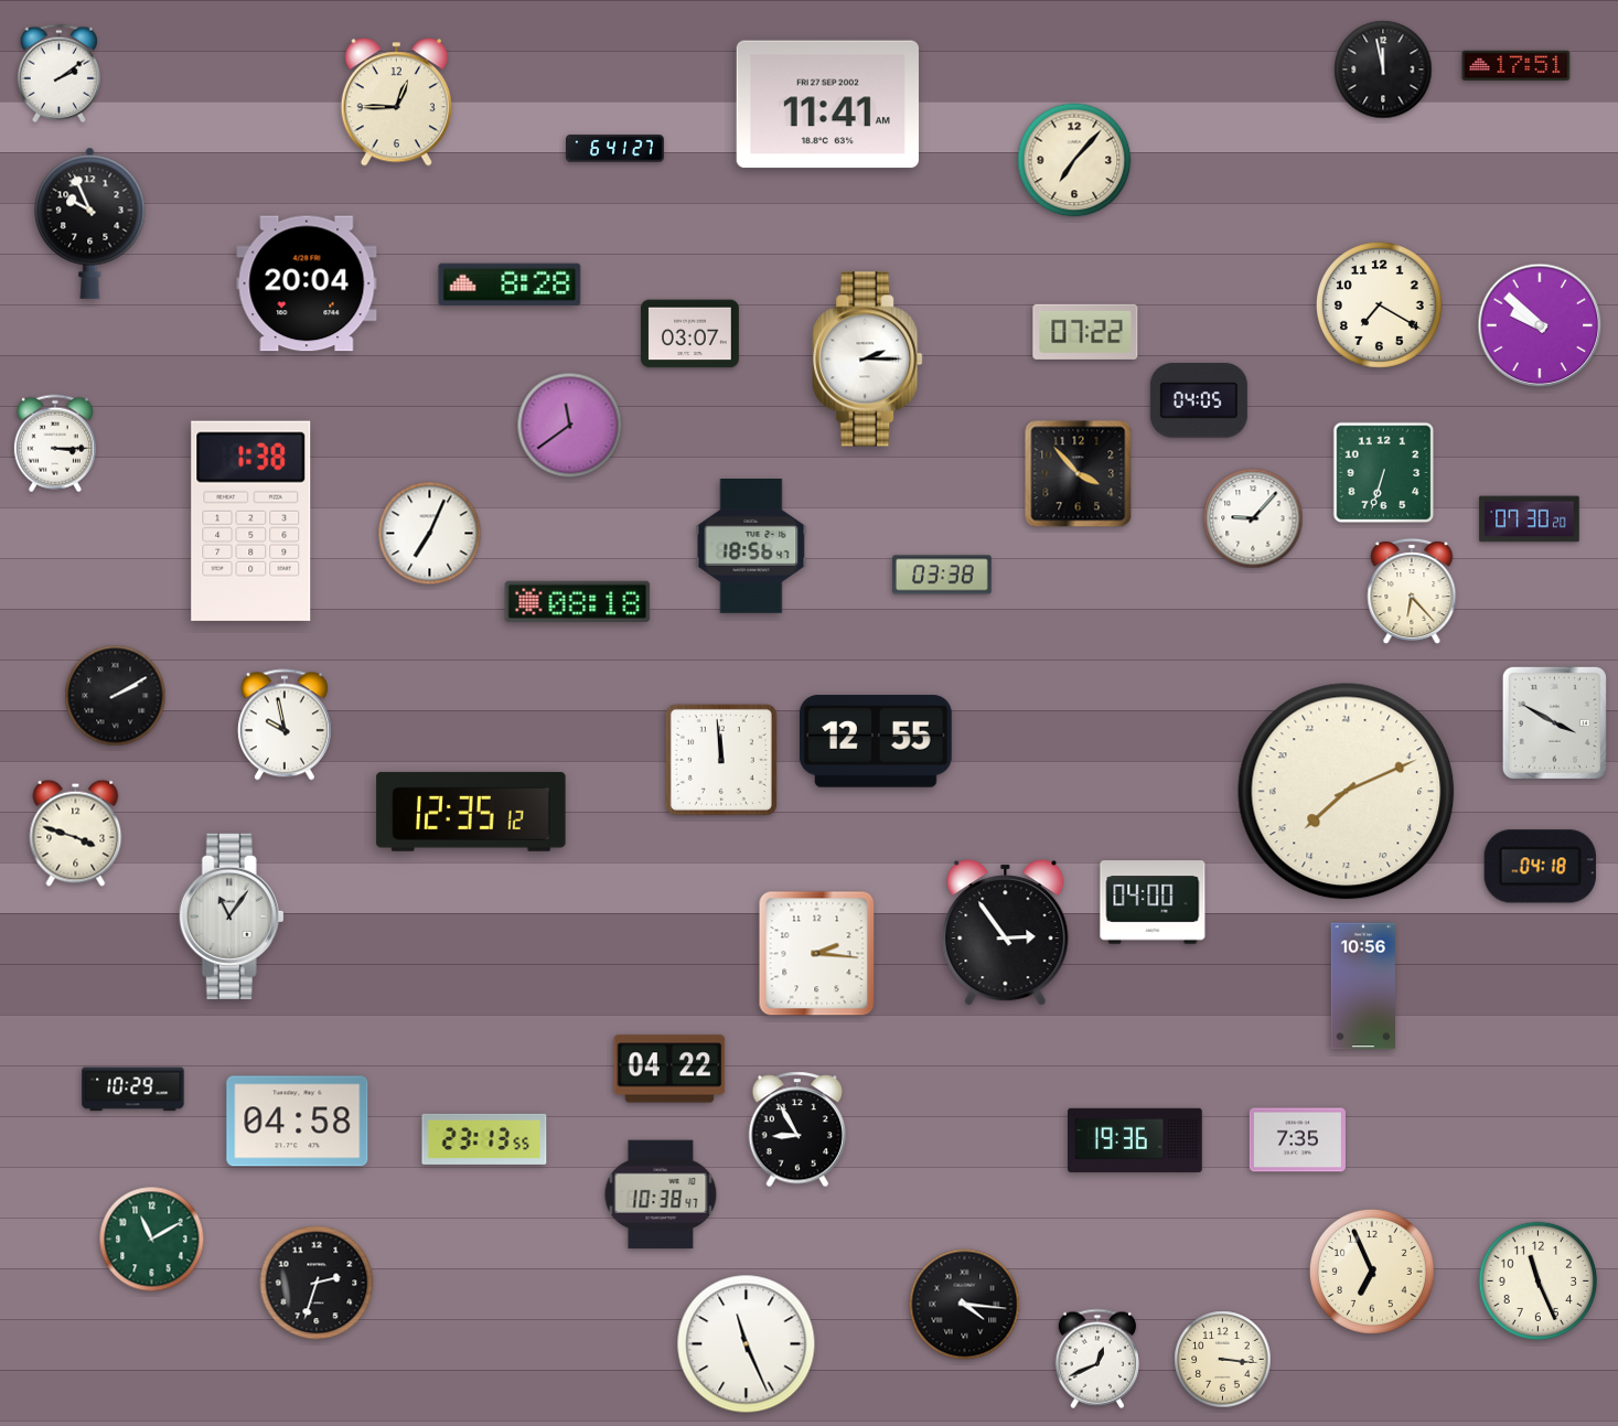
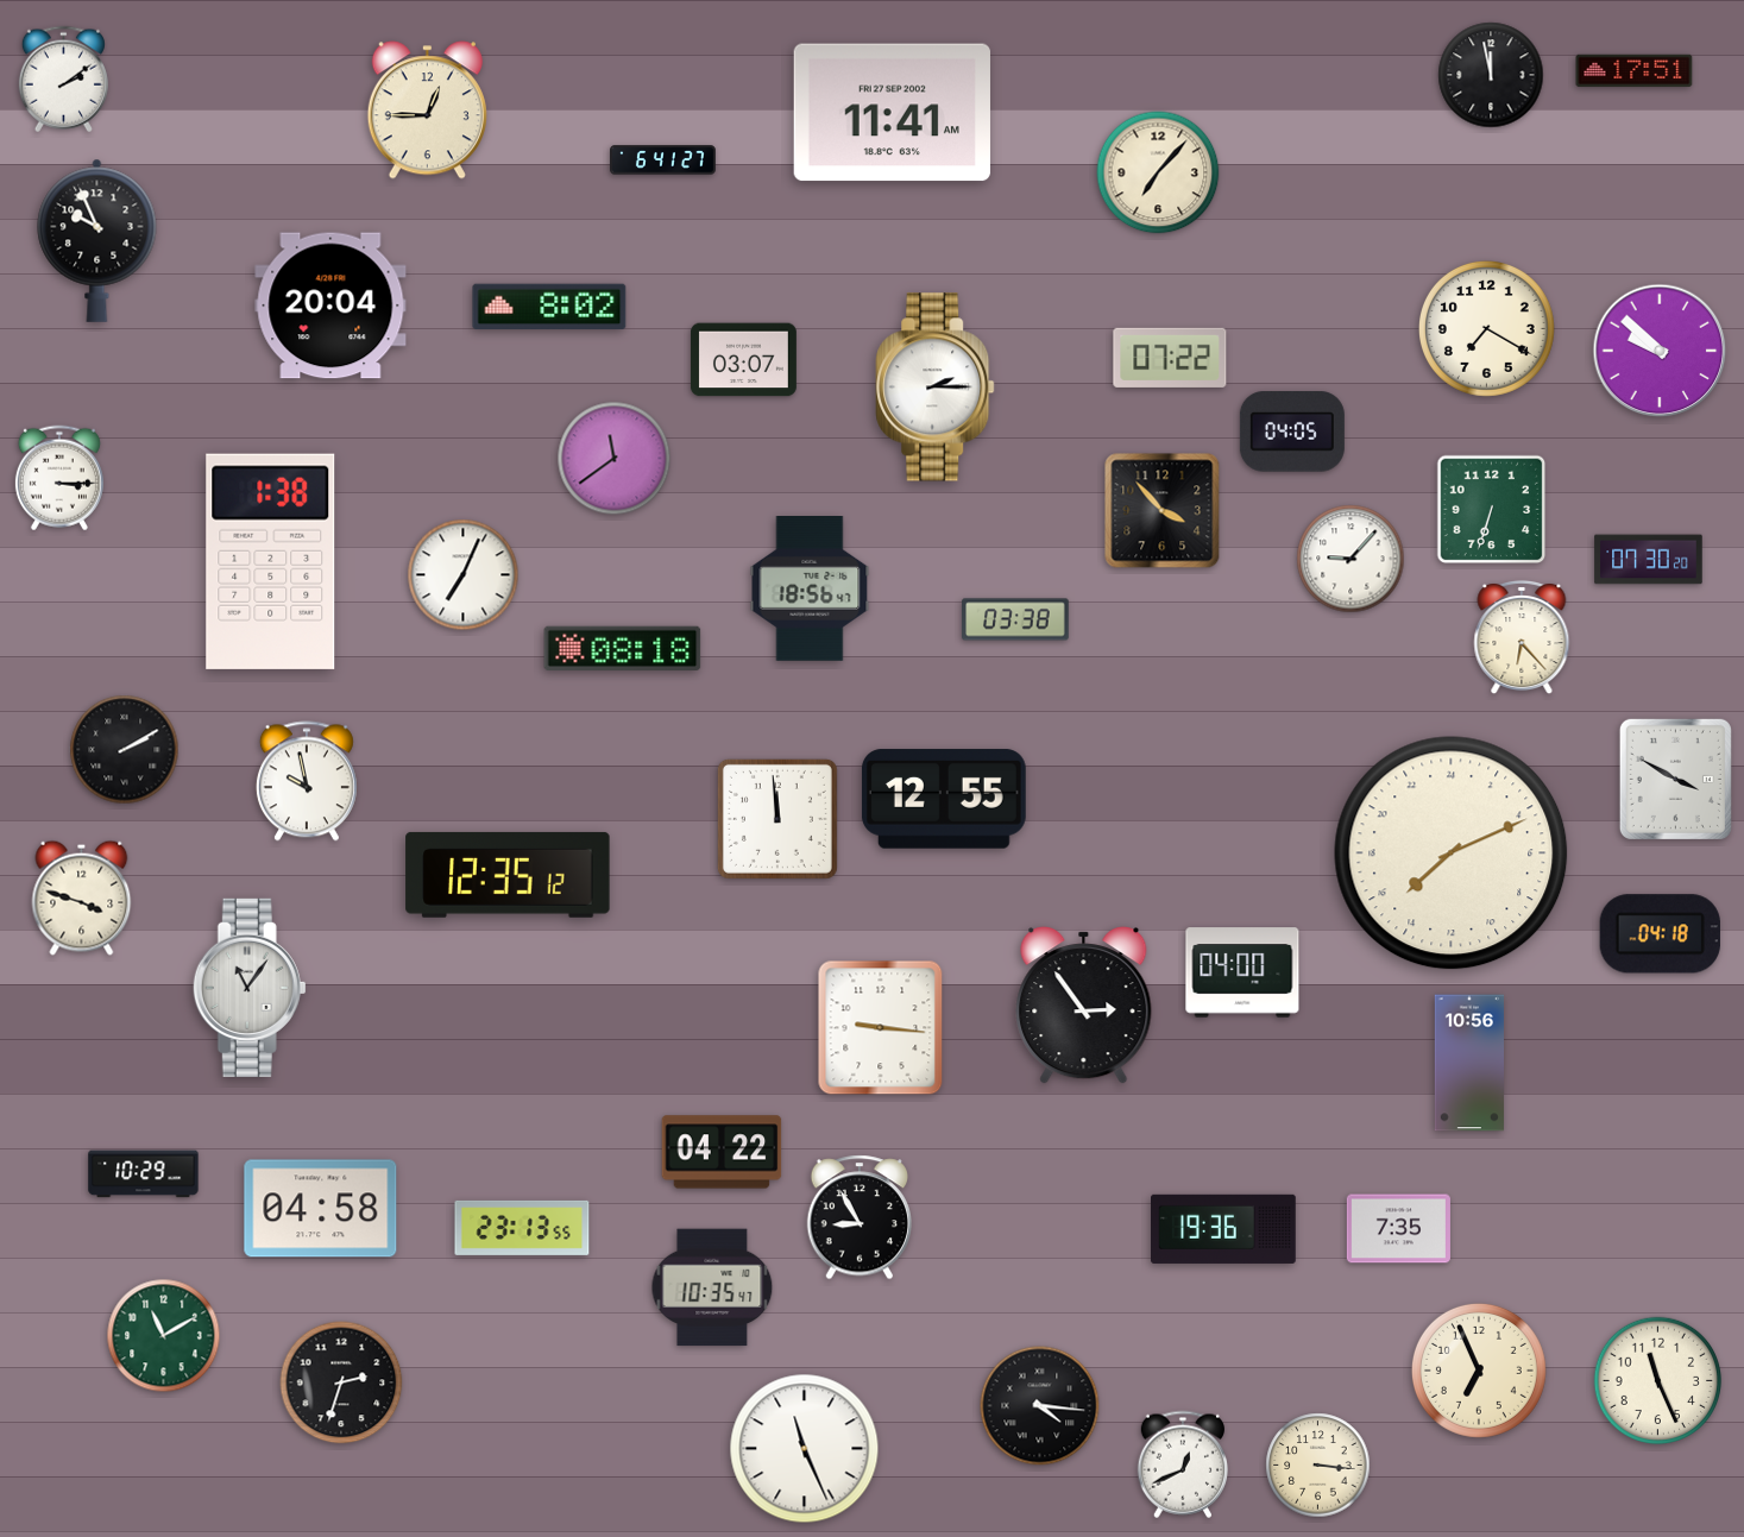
clock at (510, 285): 8:28 -> 8:02
clock at (817, 954): 2:16 -> 9:16
clock at (661, 1194): 10:38 -> 10:35
